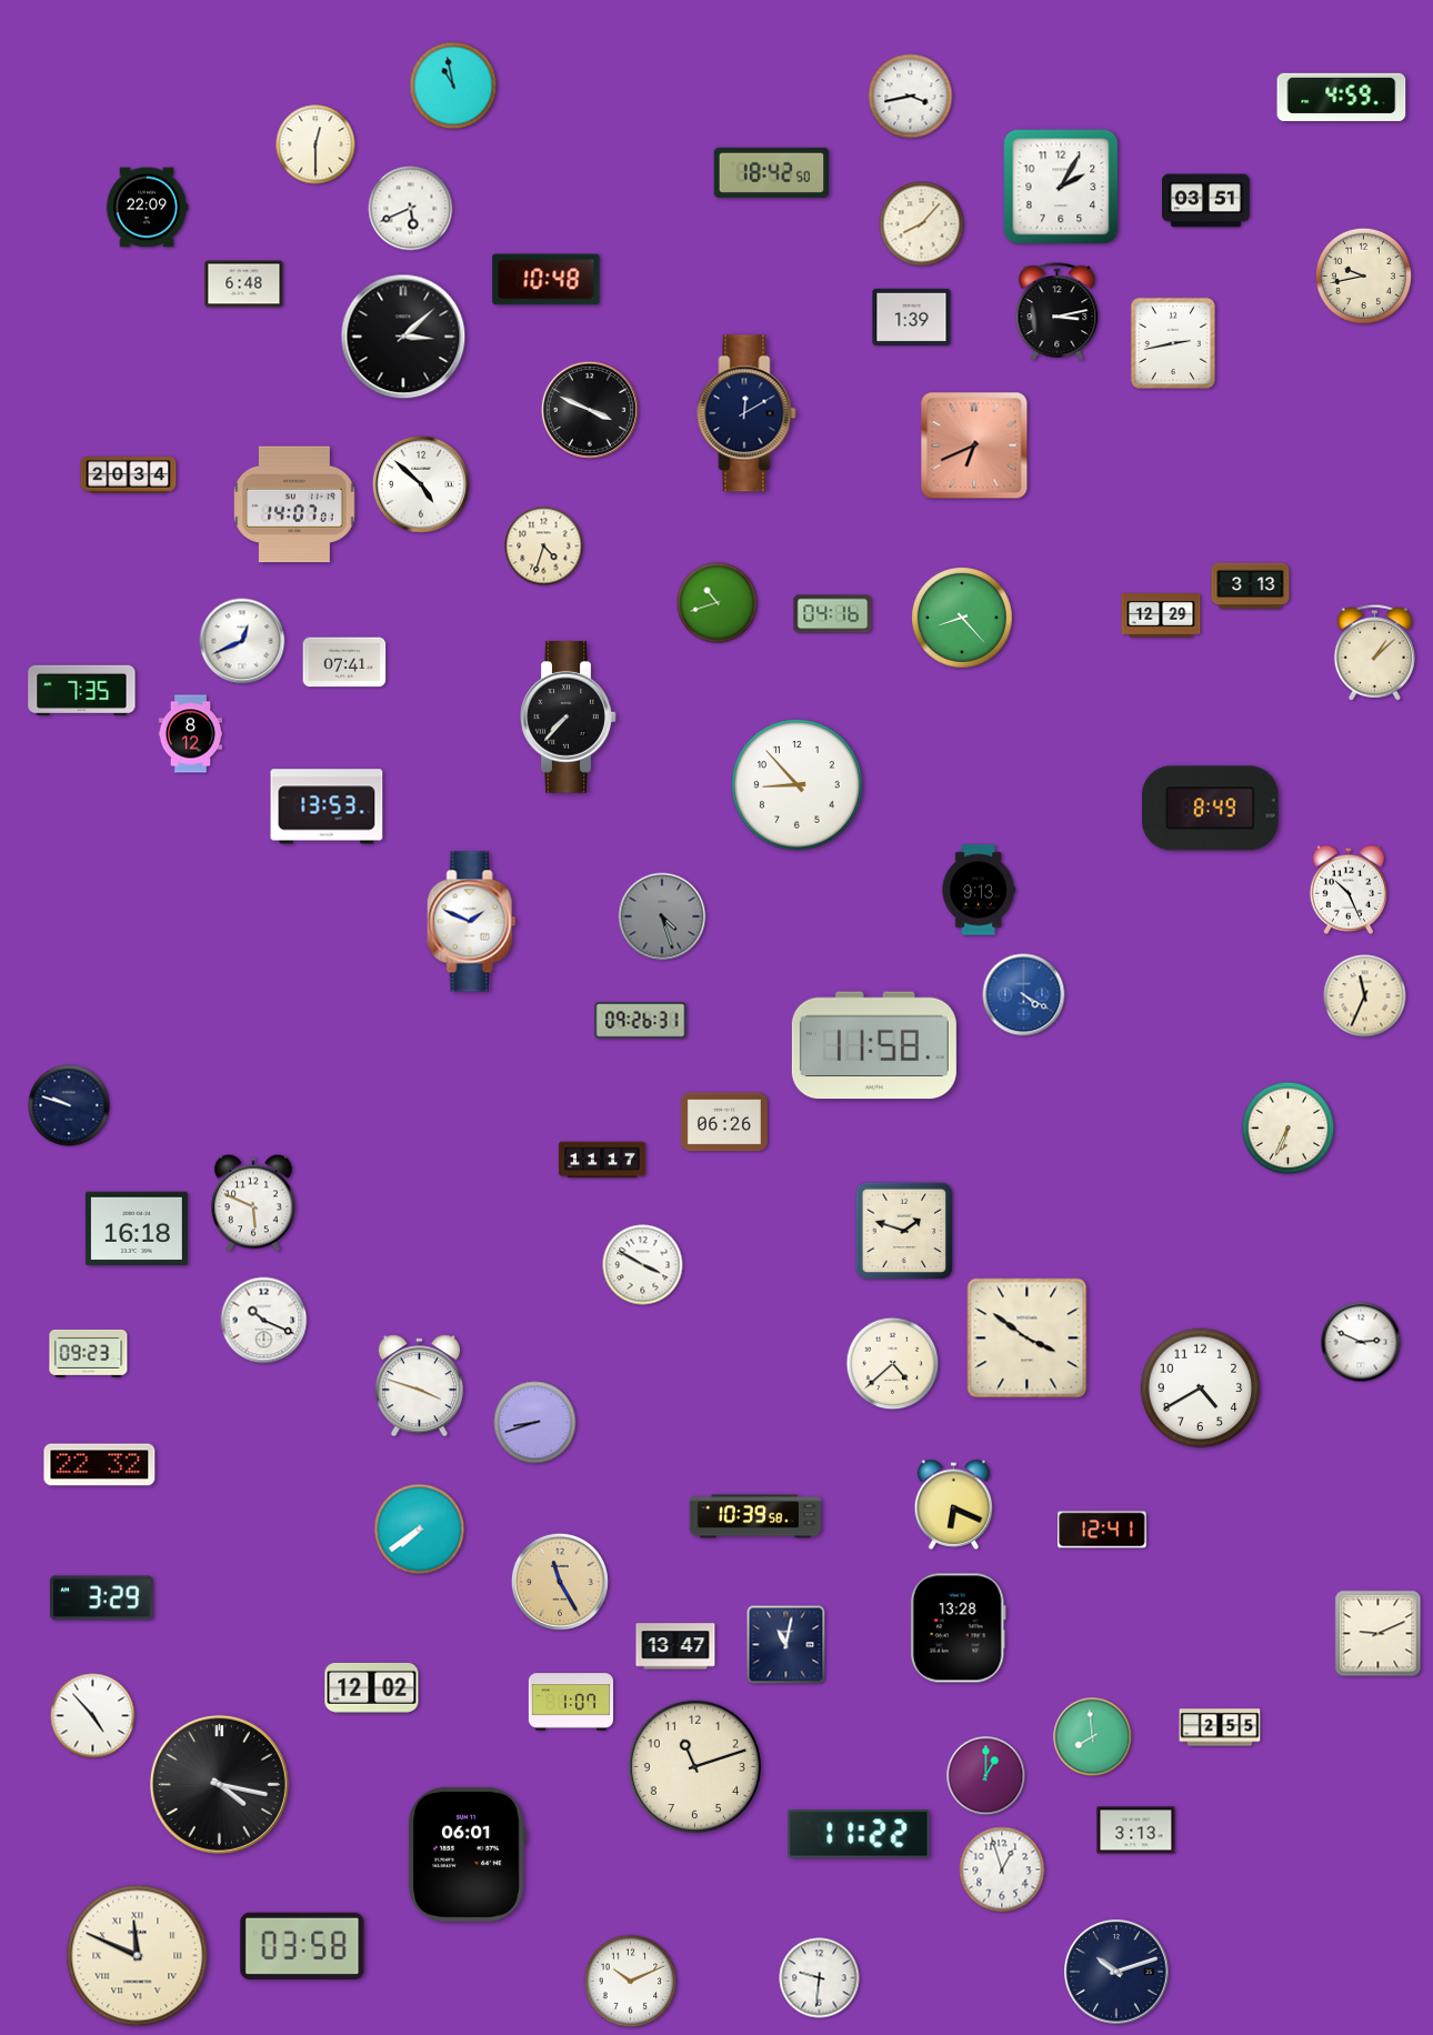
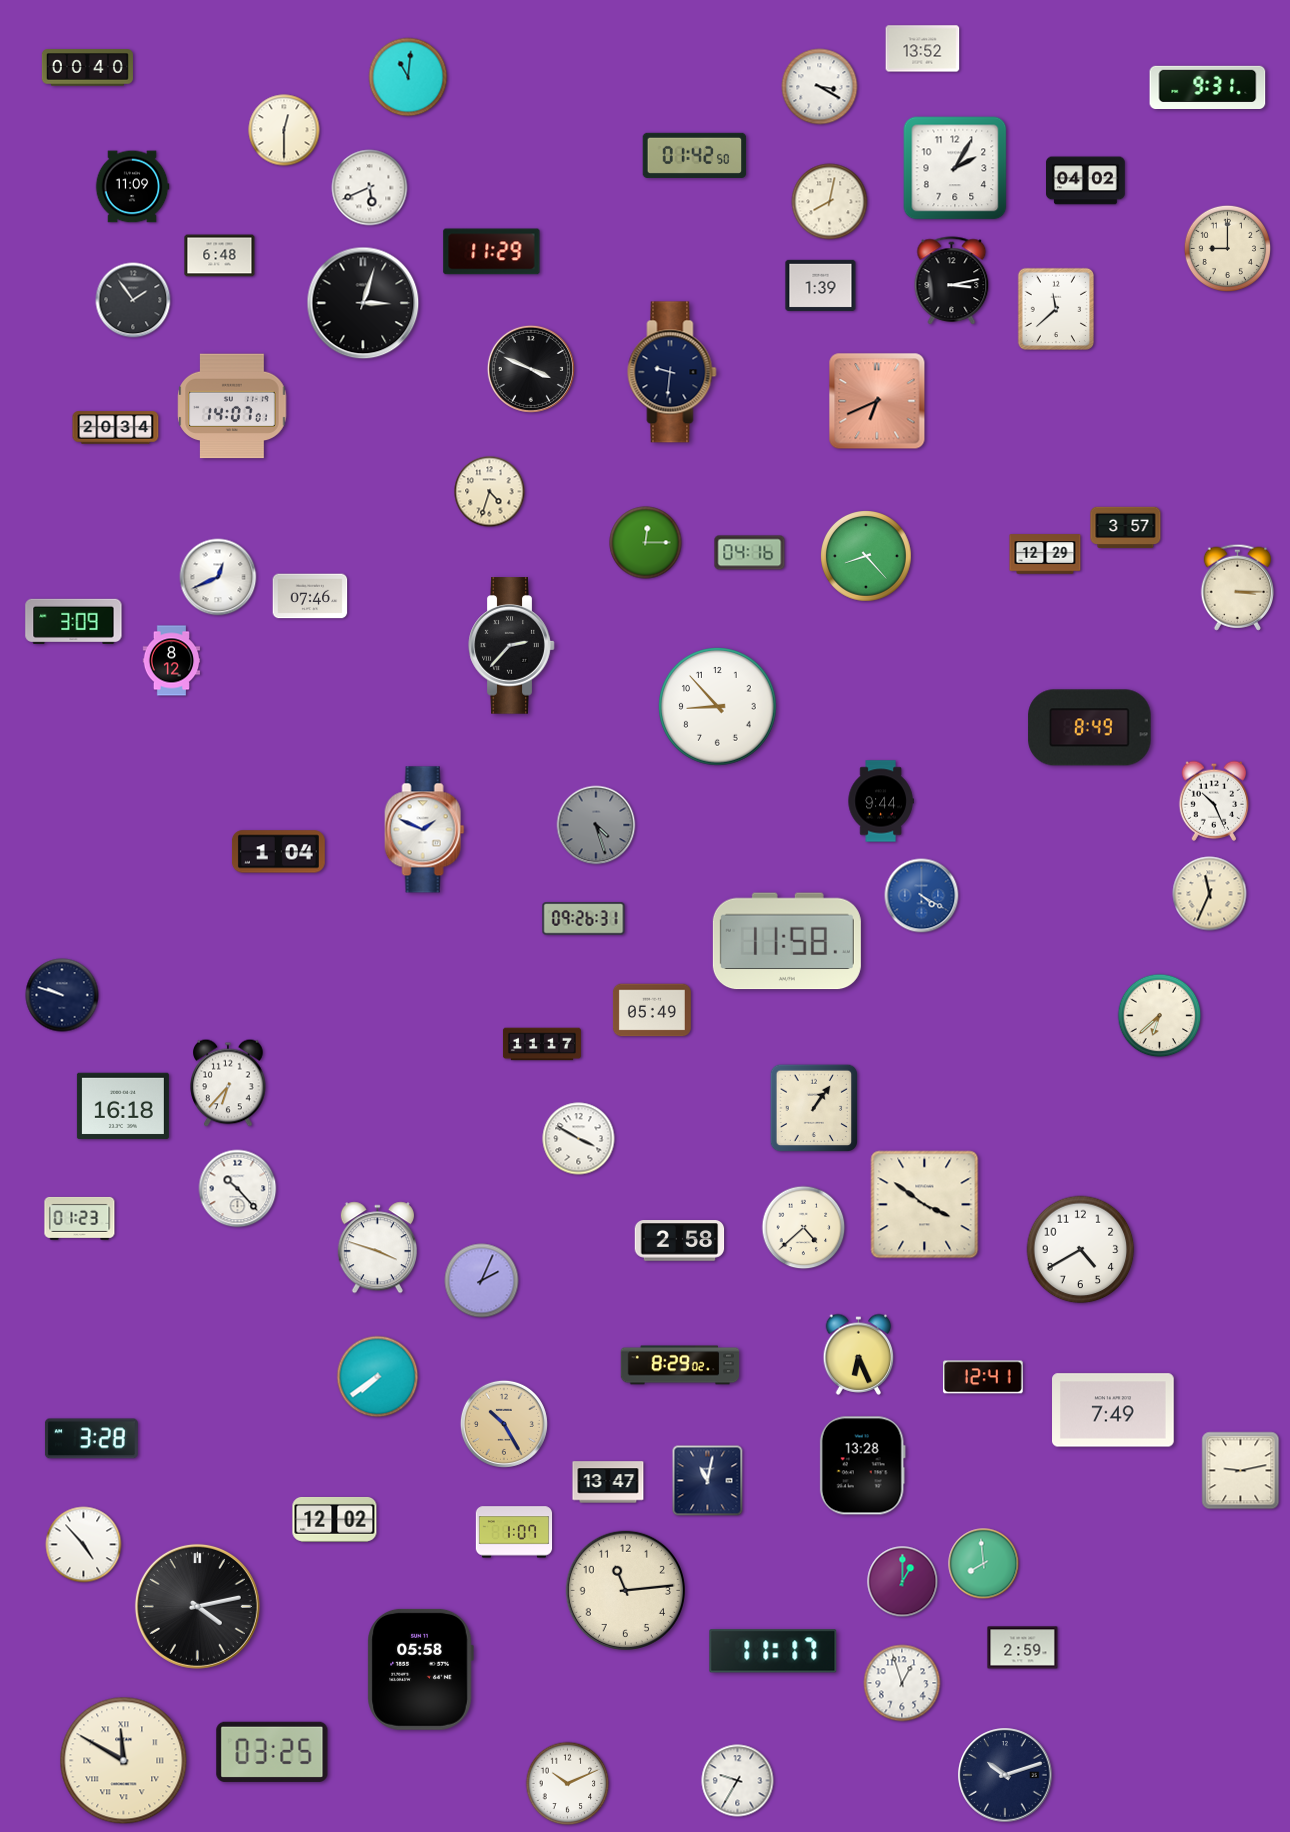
clock at (923, 49): none -> 13:52
clock at (87, 68): none -> 00:40
clock at (453, 86): 10:58 -> 11:01
clock at (911, 97): 3:43 -> 3:20
clock at (1342, 97): 4:59 -> 9:31
clock at (772, 172): 18:42 -> 01:42
clock at (1206, 201): 03:51 -> 04:02
clock at (147, 208): 22:09 -> 11:09
clock at (922, 224): 8:07 -> 8:02
clock at (1363, 275): 9:43 -> 9:00
clock at (547, 280): 10:48 -> 11:29
clock at (133, 300): none -> 1:54
clock at (403, 337): 3:08 -> 3:03
clock at (1172, 342): 2:43 -> 11:38
clock at (746, 413): 12:10 -> 9:31
clock at (421, 484): 4:52 -> none
clock at (294, 504) position: (294, 504) -> (232, 406)
clock at (1251, 587): 3:13 -> 3:57
clock at (718, 603): 10:42 -> 12:15
clock at (1374, 652): 1:08 -> 3:15
clock at (344, 662): 07:41 -> 07:46
clock at (82, 690): 7:35 -> 3:09
clock at (569, 718): 7:37 -> 2:37
clock at (327, 806): 13:53 -> none
clock at (979, 890): 9:13 -> 9:44
clock at (278, 852): none -> 1:04
clock at (1365, 996) position: (1365, 996) -> (1210, 894)
clock at (641, 1021) position: (641, 1021) -> (584, 919)
clock at (724, 1122): 06:26 -> 05:49
clock at (1289, 1129): 6:34 -> 6:38
clock at (253, 1203): 5:49 -> 6:37
clock at (904, 1231): 1:48 -> 1:06
clock at (264, 1321): 10:19 -> 10:23
clock at (1361, 1342): 2:49 -> none
clock at (89, 1353): 09:23 -> 01:23
clock at (680, 1241): none -> 2:58
clock at (535, 1423): 8:42 -> 2:04
clock at (100, 1465): 22:32 -> none
clock at (954, 1504): 6:19 -> 6:26
clock at (755, 1516): 10:39 -> 8:29
clock at (1102, 1530) position: (1102, 1530) -> (983, 1377)
clock at (1114, 1410): none -> 7:49
clock at (560, 1582): 11:25 -> 10:25
clock at (101, 1598): 3:29 -> 3:28
clock at (1379, 1634): 9:11 -> 9:13
clock at (1220, 1727): 2:55 -> none
clock at (694, 1766): 11:12 -> 11:14
clock at (986, 1776) position: (986, 1776) -> (903, 1582)
clock at (219, 1784): 4:17 -> 4:13
clock at (1136, 1831): 3:13 -> 2:59
clock at (859, 1834): 11:22 -> 11:17
clock at (467, 1854): 06:01 -> 05:58
clock at (302, 1946): 03:58 -> 03:25
clock at (138, 1956): 11:49 -> 11:50
clock at (820, 1978): 9:31 -> 9:35
